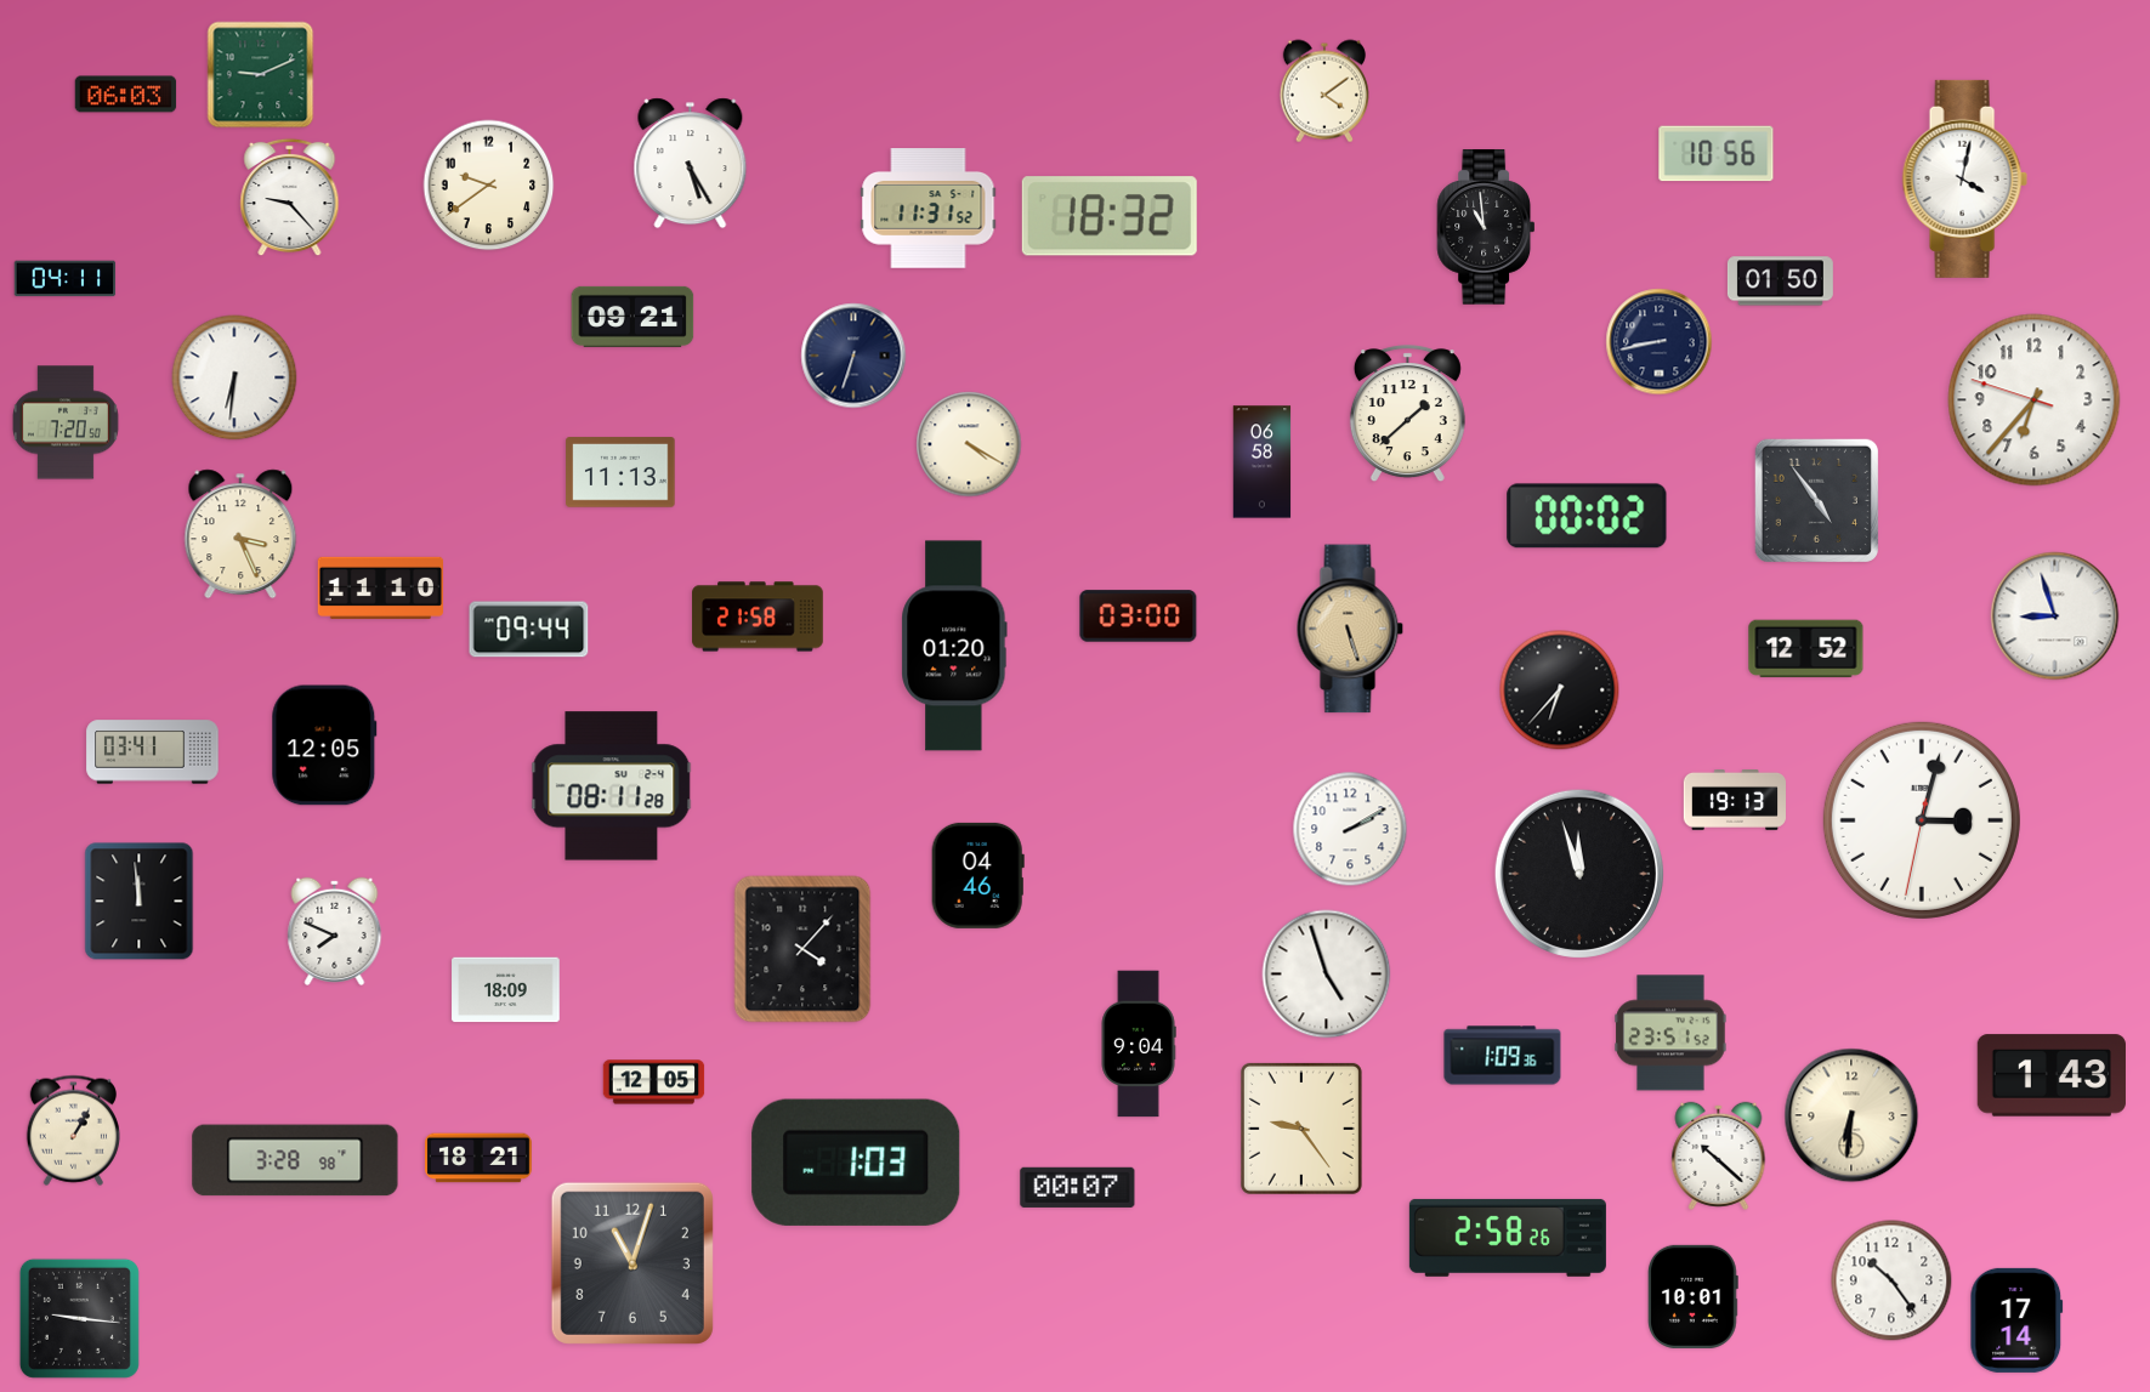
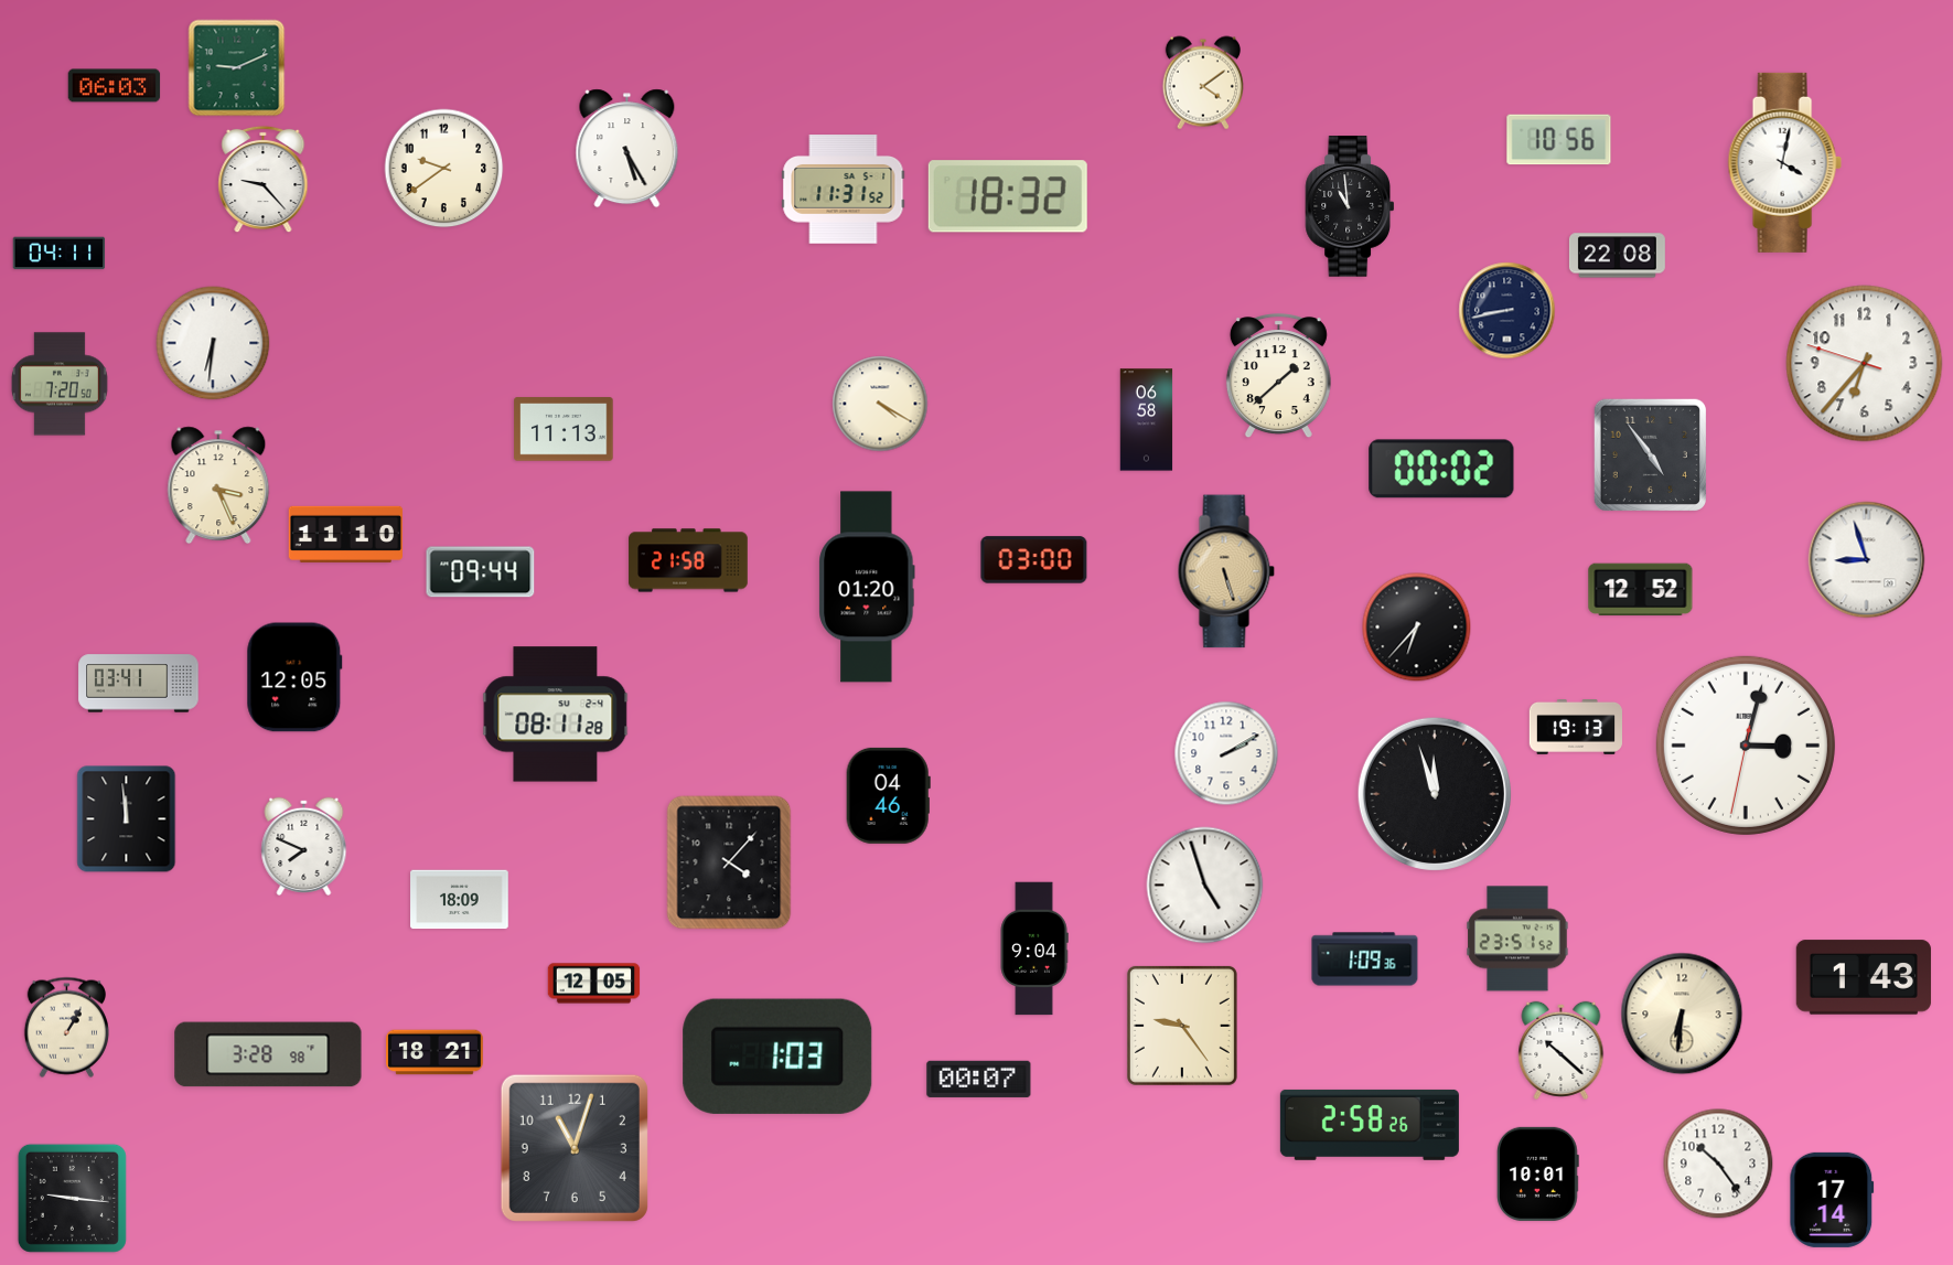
clock at (1780, 282): 01:50 -> 22:08
clock at (632, 317): 09:21 -> none
clock at (853, 356): 6:33 -> none
clock at (2035, 400) position: (2035, 400) -> (1865, 364)
clock at (1692, 1296) position: (1692, 1296) -> (1537, 1173)
